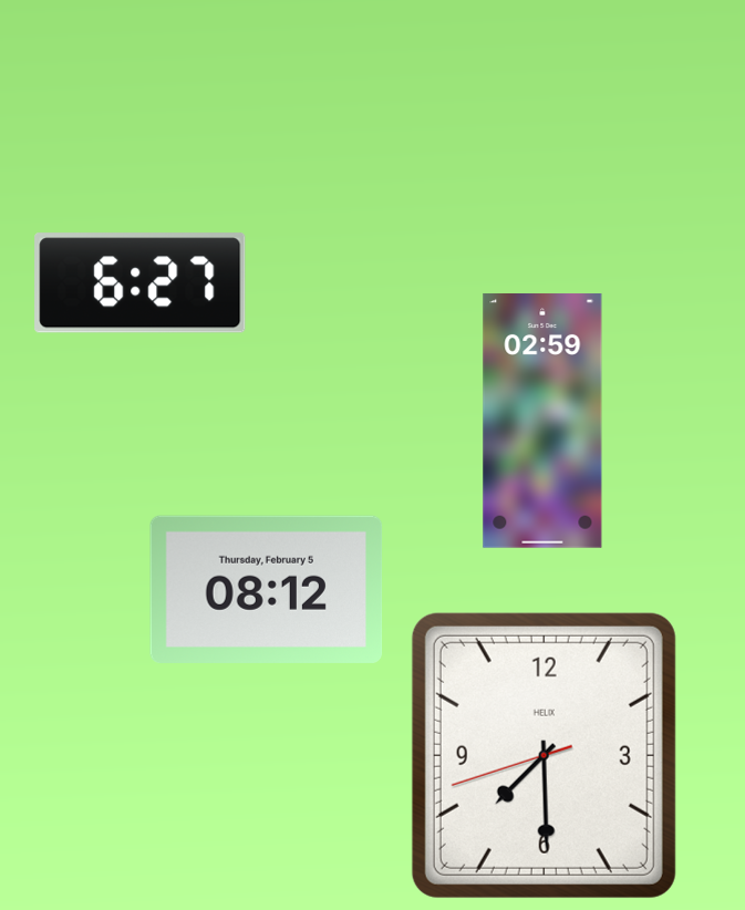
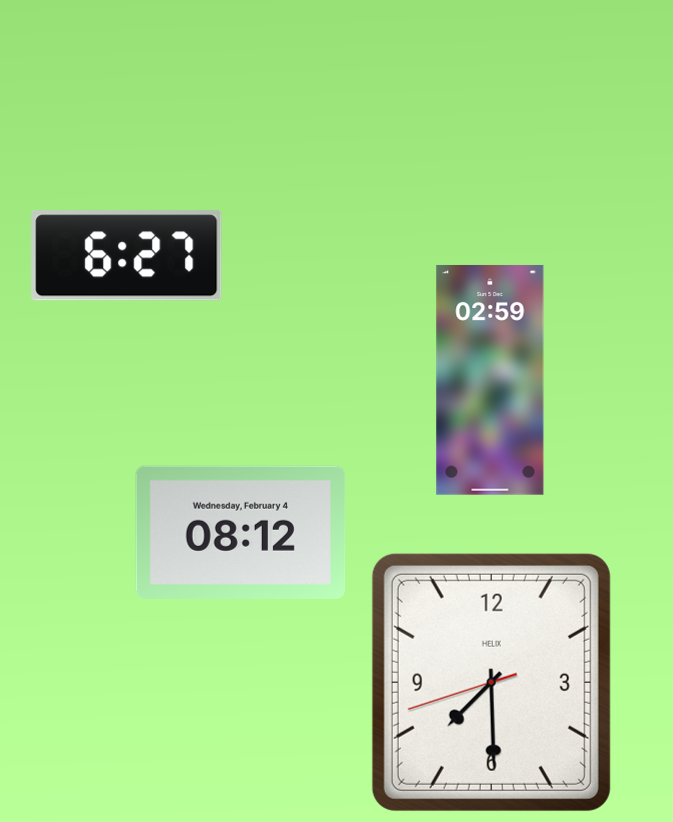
clock at (267, 589) date: Thursday, February 5 -> Wednesday, February 4
